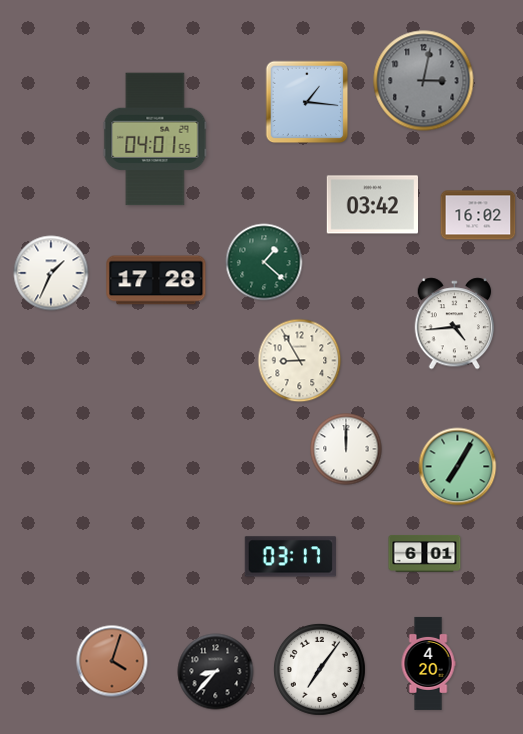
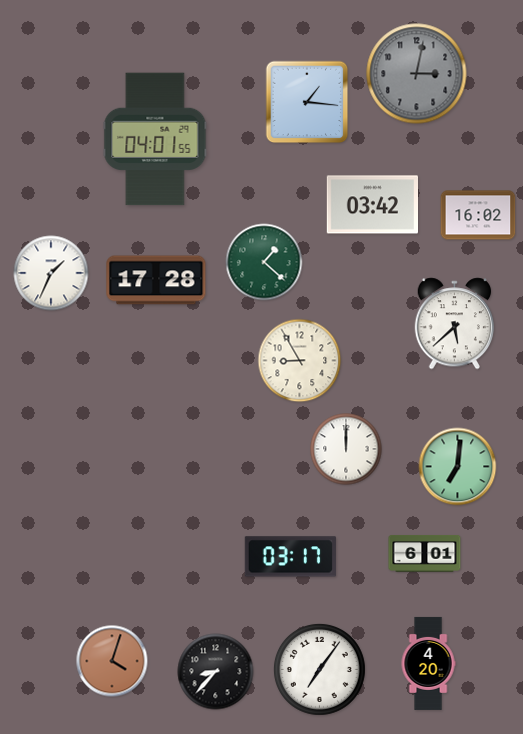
clock at (424, 81) position: (424, 81) -> (417, 74)
clock at (455, 324): 4:44 -> 5:38
clock at (458, 467): 7:05 -> 7:01
